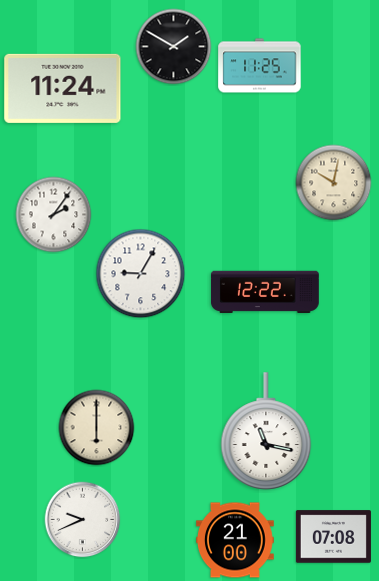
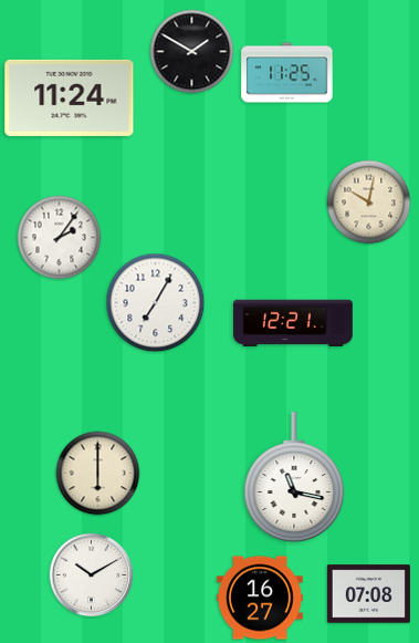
clock at (141, 274): 9:05 -> 7:05
clock at (265, 291): 12:22 -> 12:21
clock at (97, 428) position: (97, 428) -> (98, 474)
clock at (83, 520): 9:41 -> 10:10
clock at (236, 540): 21:00 -> 16:27
